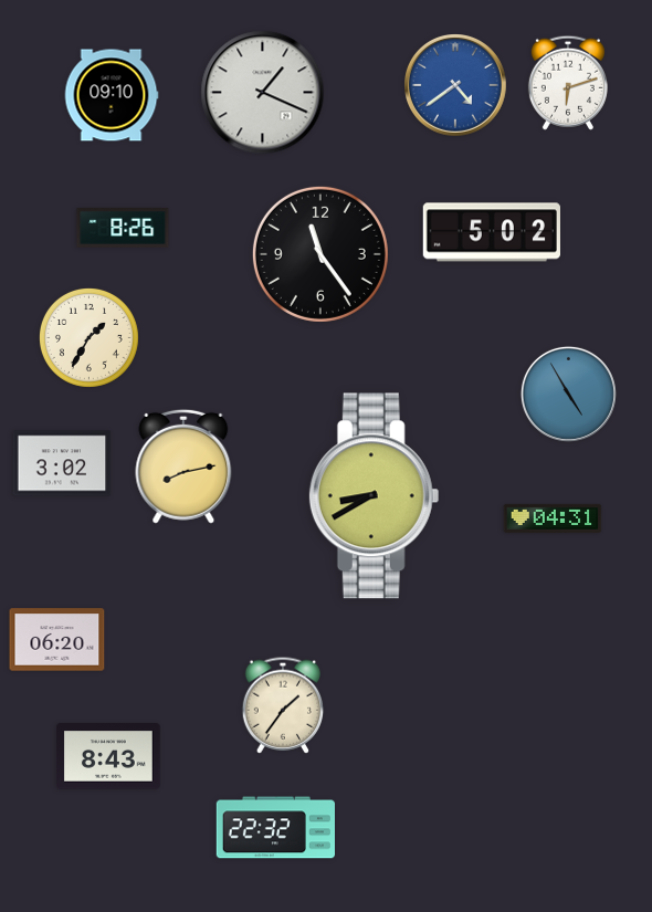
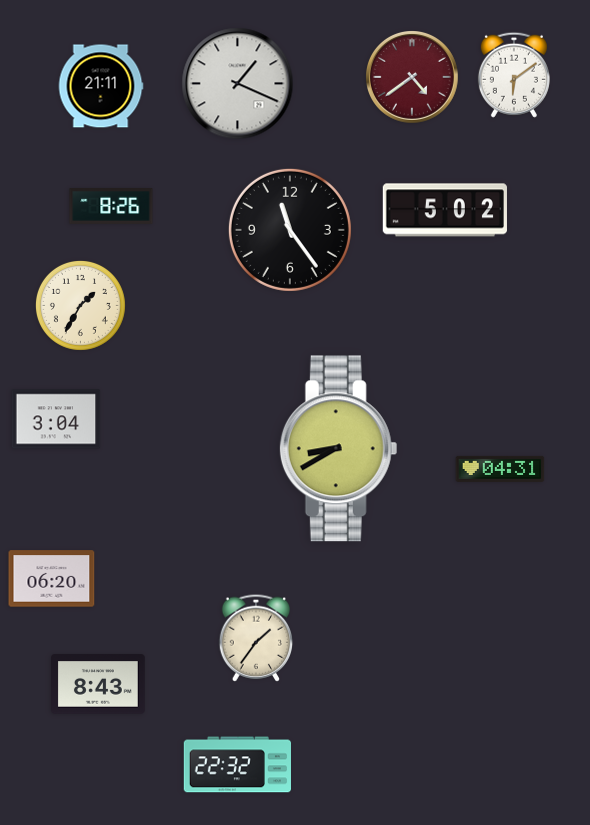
clock at (568, 83): 6:12 -> 6:09
clock at (456, 86) dial: blue -> burgundy
clock at (112, 95): 09:10 -> 21:11
clock at (568, 394): 4:55 -> none
clock at (62, 463): 3:02 -> 3:04
clock at (183, 467): 8:13 -> none
clock at (275, 828) position: (275, 828) -> (237, 765)
